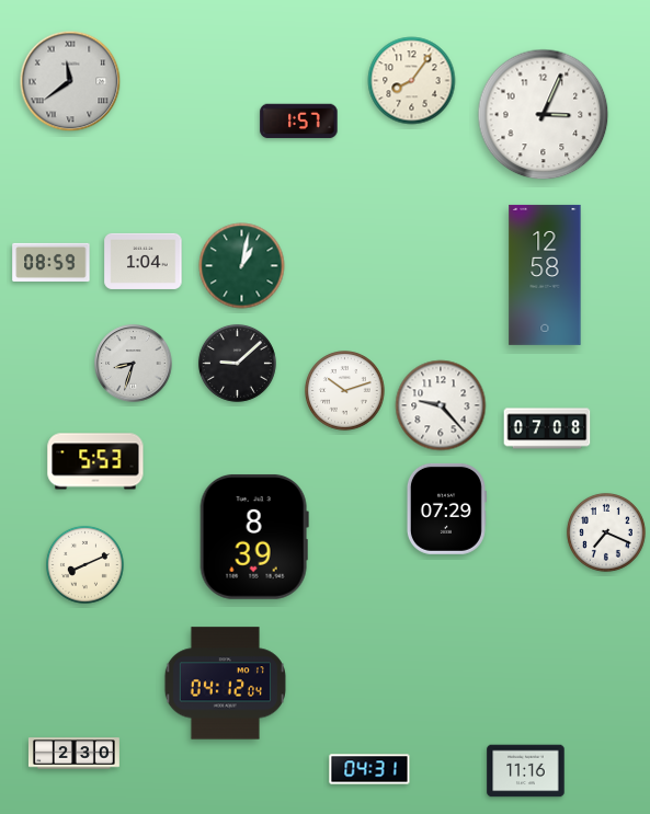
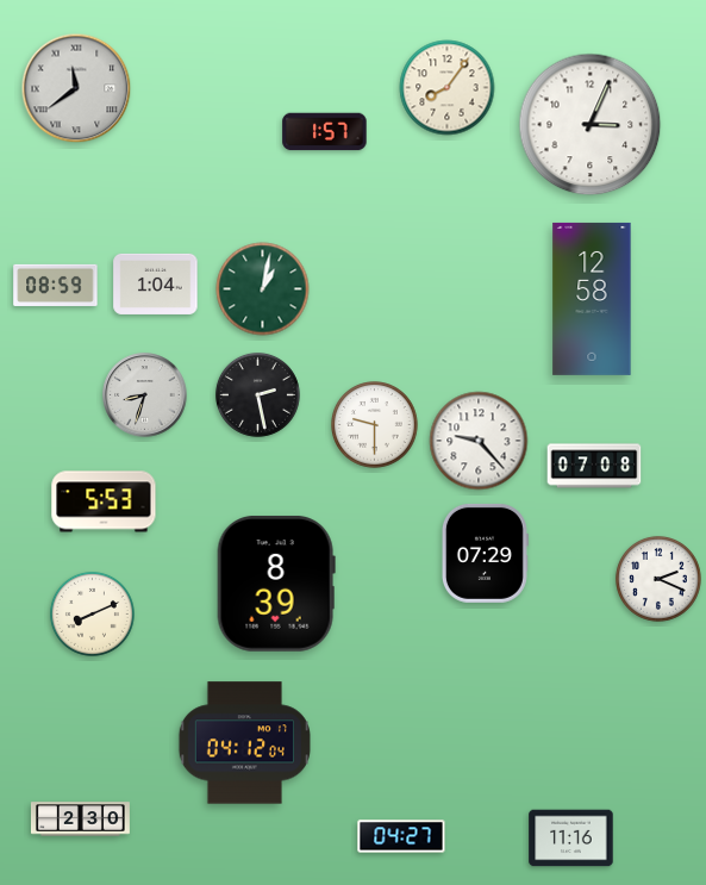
clock at (237, 363): 9:08 -> 2:28
clock at (345, 391): 10:12 -> 9:30
clock at (606, 532): 7:19 -> 2:19
clock at (369, 769): 04:31 -> 04:27
